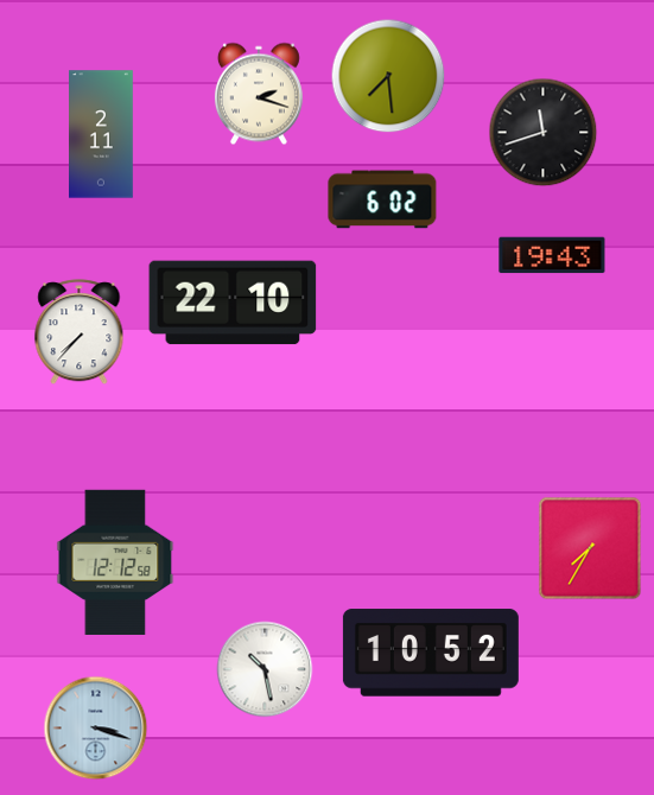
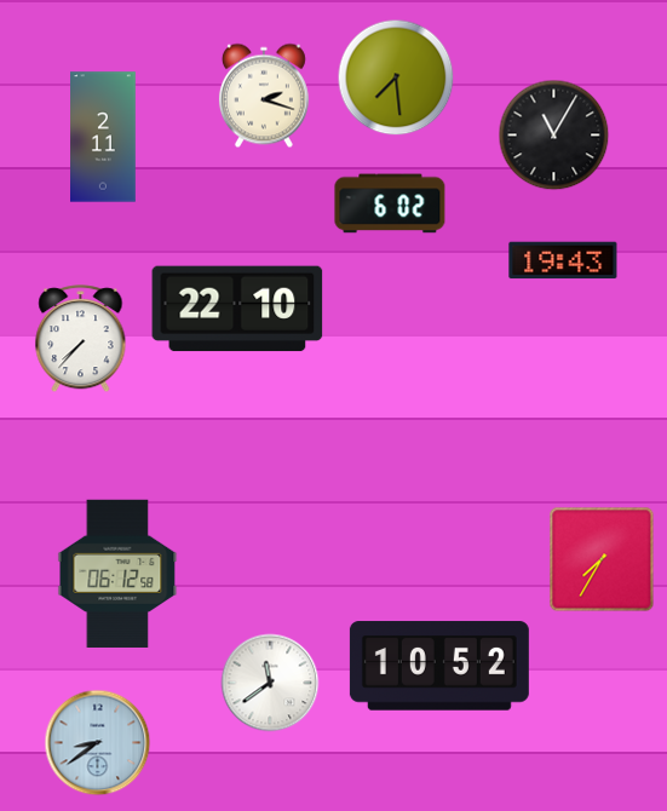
clock at (544, 133): 11:42 -> 11:05
clock at (115, 562): 12:12 -> 06:12
clock at (265, 669): 10:28 -> 11:39
clock at (96, 729): 3:18 -> 8:39
